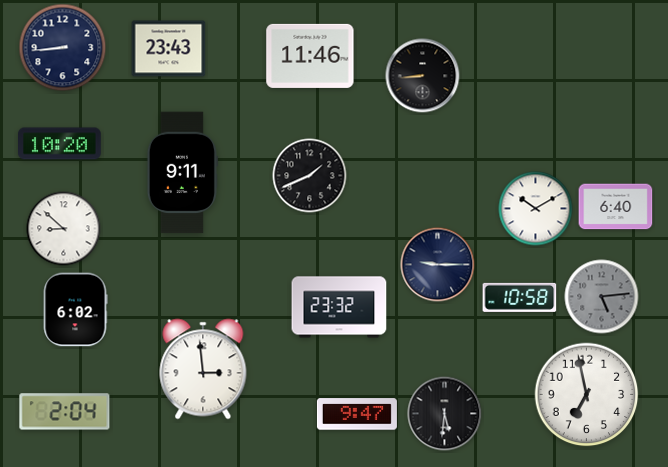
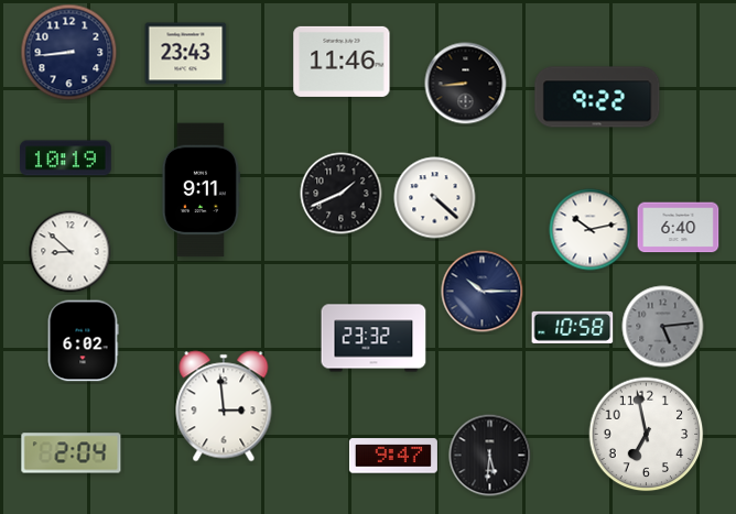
clock at (597, 97): none -> 9:22
clock at (60, 144): 10:20 -> 10:19
clock at (435, 198): none -> 4:22
clock at (536, 209): 10:10 -> 10:13
clock at (438, 265): 9:15 -> 10:15
